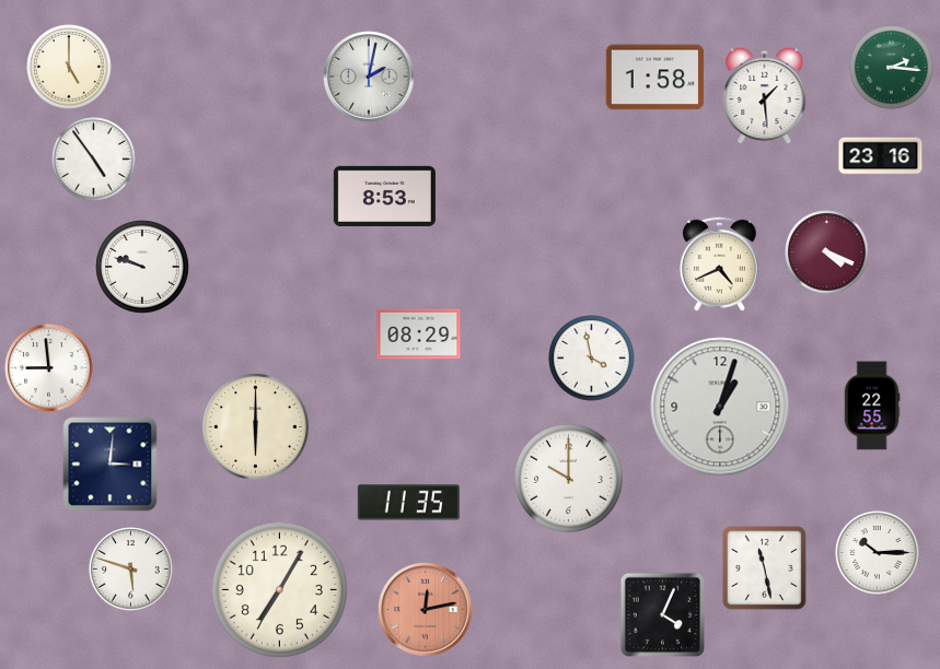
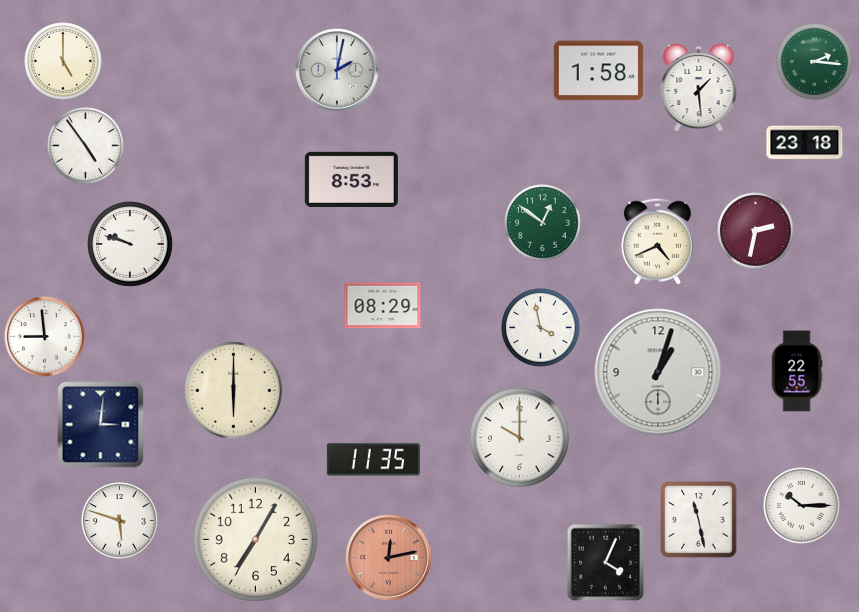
clock at (881, 156): 23:16 -> 23:18
clock at (543, 223): none -> 12:51
clock at (827, 253): 4:19 -> 2:32
